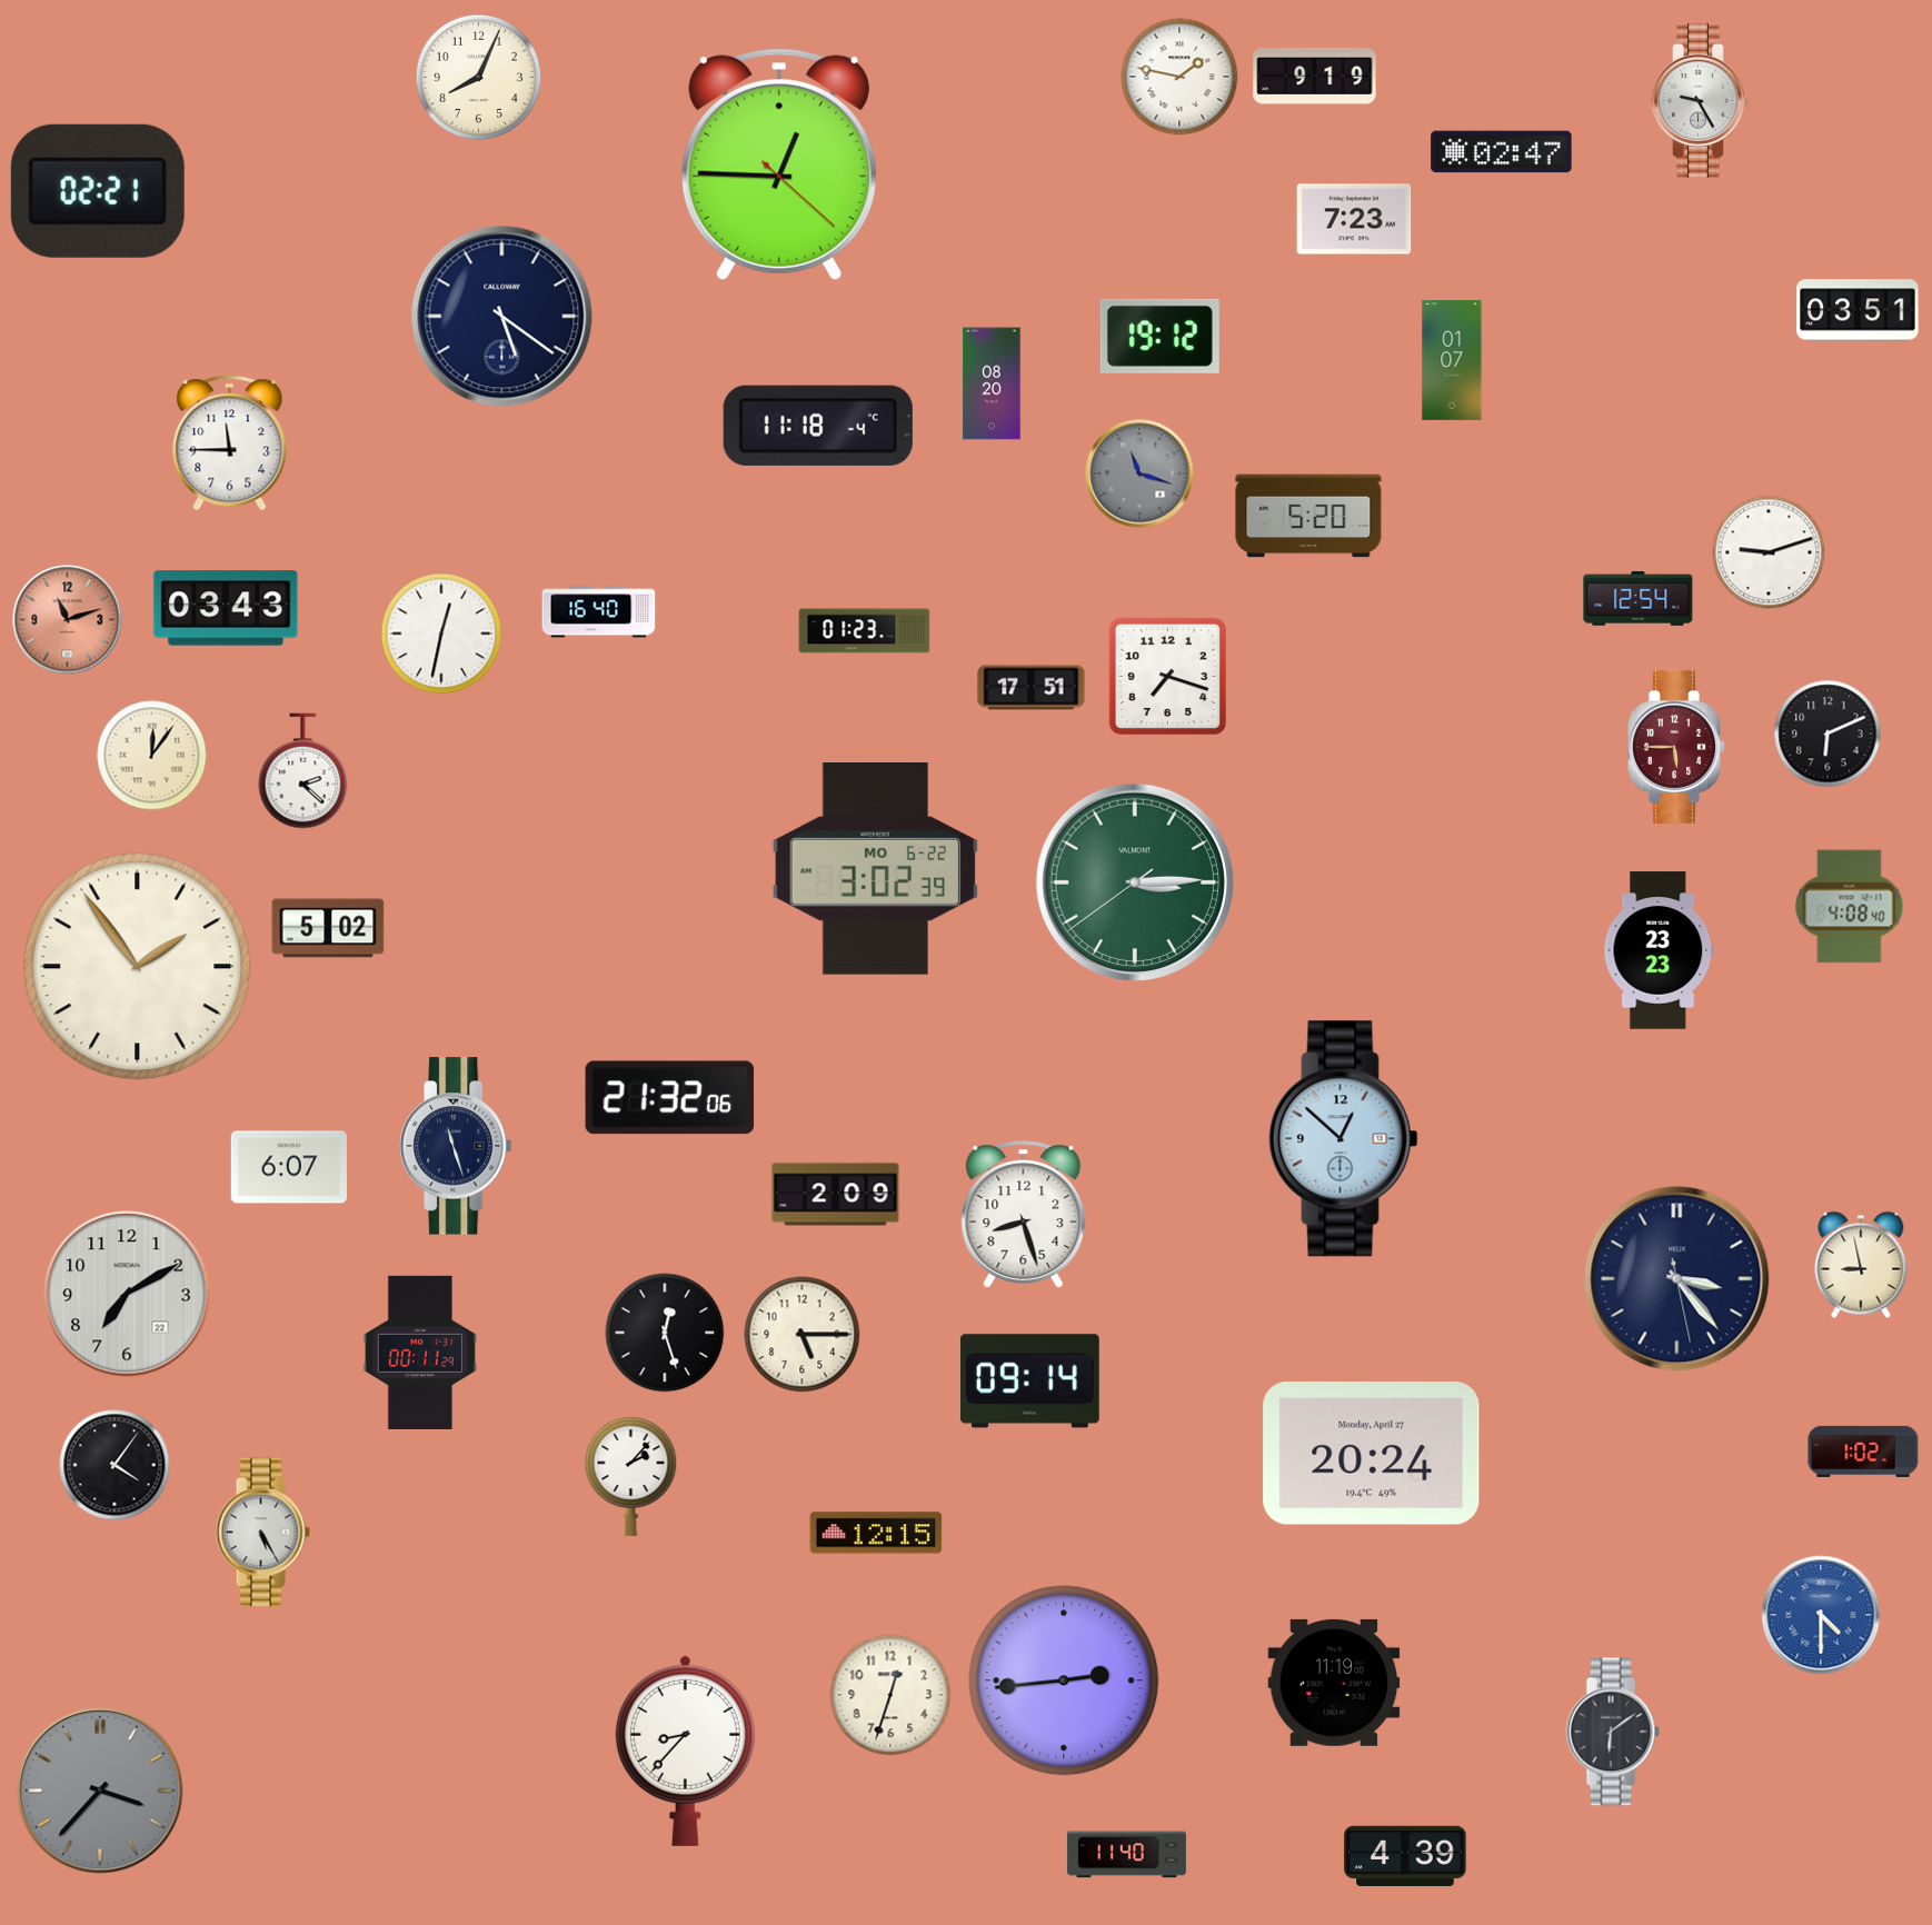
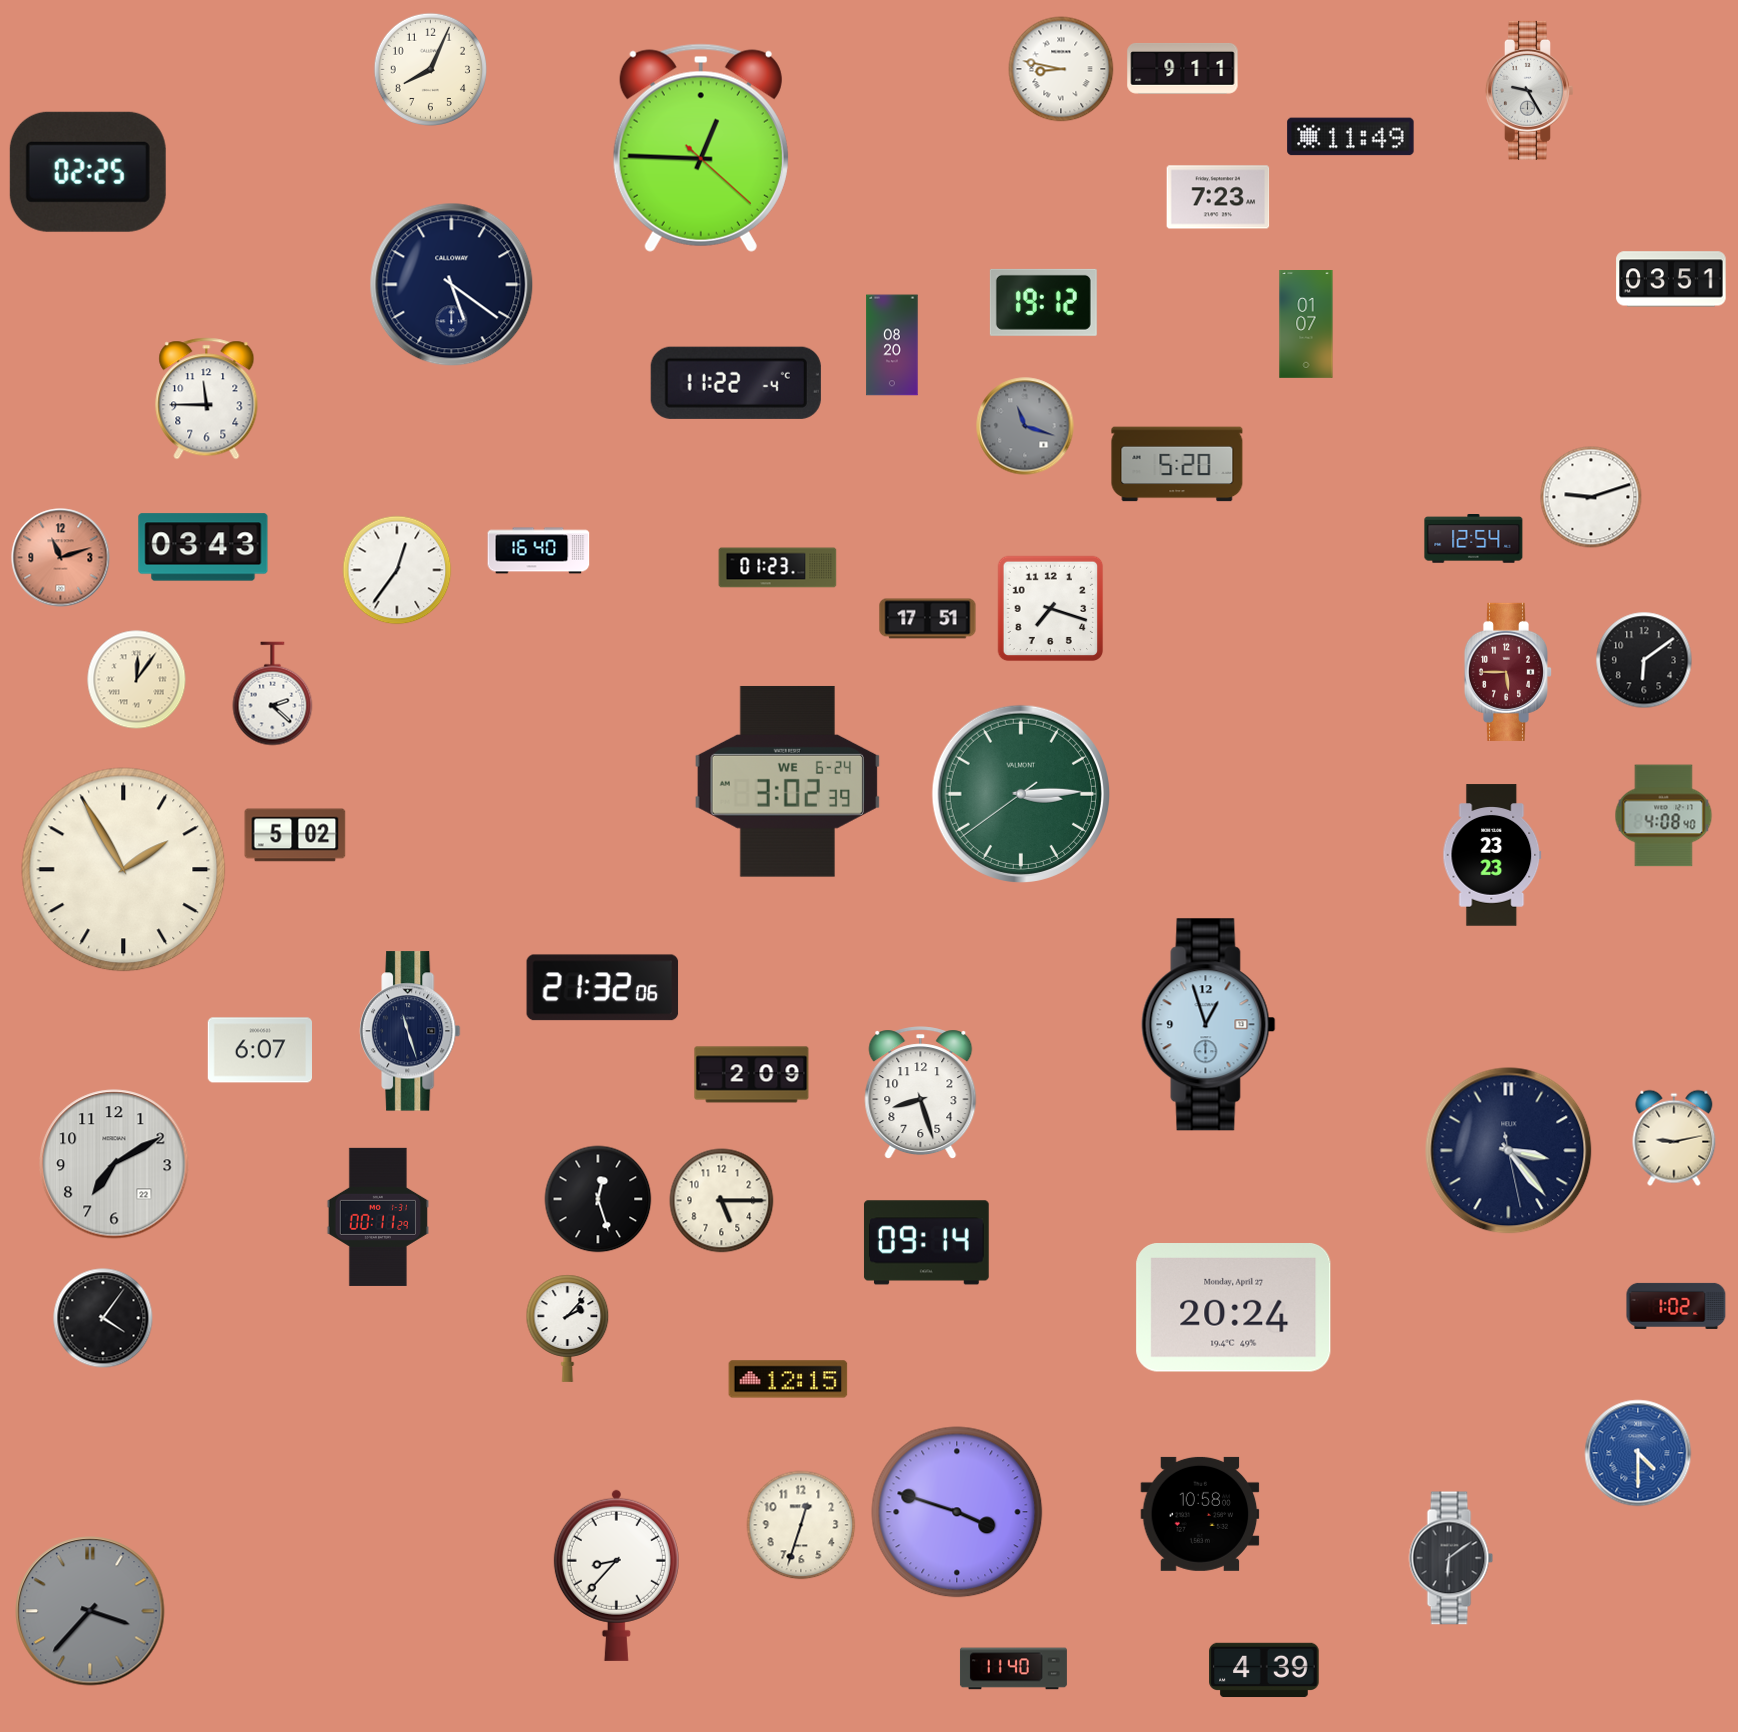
clock at (1179, 77): 1:47 -> 8:47
clock at (1315, 77): 9:19 -> 9:11
clock at (1502, 152): 02:47 -> 11:49
clock at (98, 191): 02:21 -> 02:25
clock at (818, 426): 11:18 -> 11:22
clock at (441, 634): 12:32 -> 12:36
clock at (1828, 734): 6:11 -> 6:09
clock at (876, 868) date: MO 6-22 -> WE 6-24
clock at (138, 967): 1:54 -> 1:55
clock at (1344, 1139): 12:52 -> 12:57
clock at (1861, 1265): 8:58 -> 9:13
clock at (262, 1533): 5:25 -> none
clock at (1064, 1680): 2:44 -> 3:48
clock at (1334, 1683): 11:19 -> 10:58
